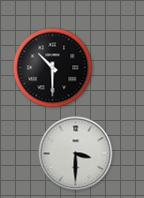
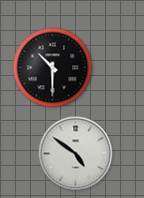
clock at (76, 154): 3:30 -> 4:51
